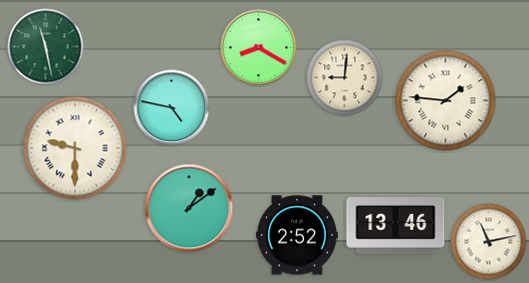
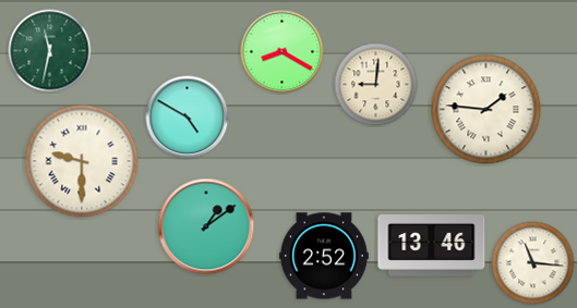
clock at (46, 47): 11:28 -> 11:32
clock at (172, 108): 4:47 -> 4:50
clock at (489, 242): 11:13 -> 11:16
